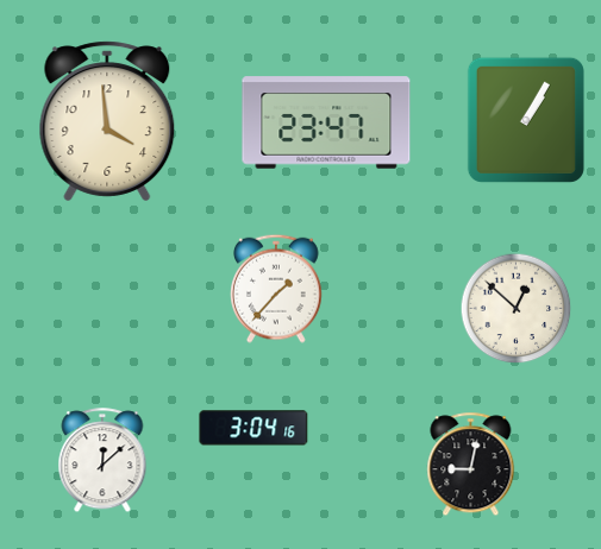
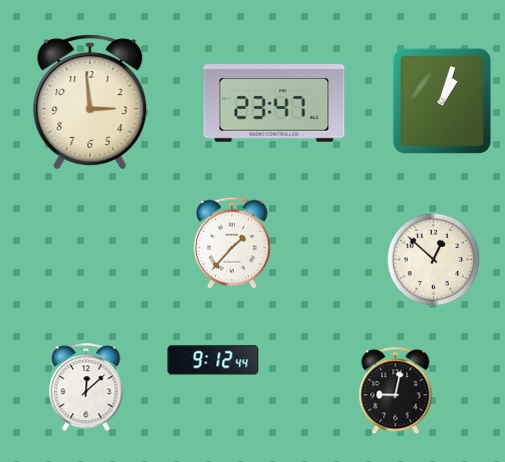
clock at (526, 120): 1:05 -> 1:03
clock at (107, 121): 3:59 -> 2:59
clock at (253, 428): 3:04 -> 9:12
